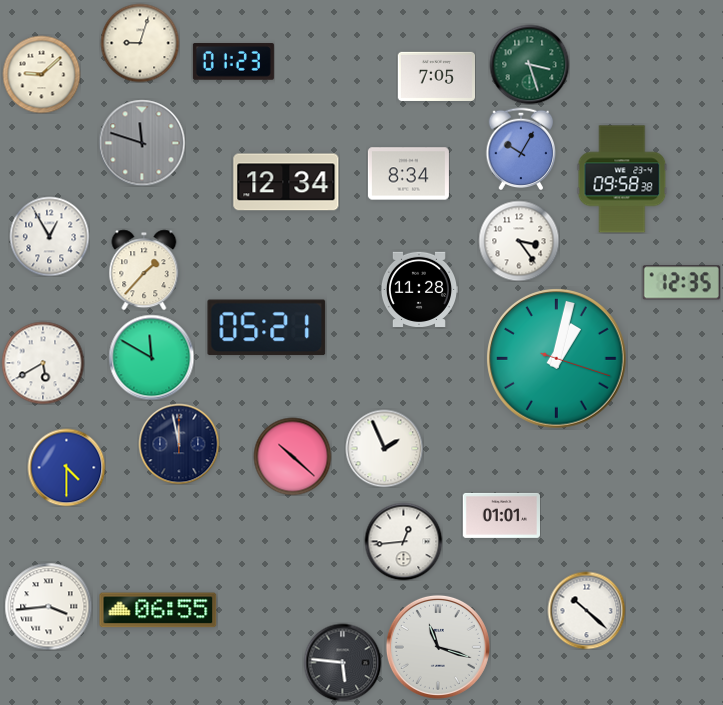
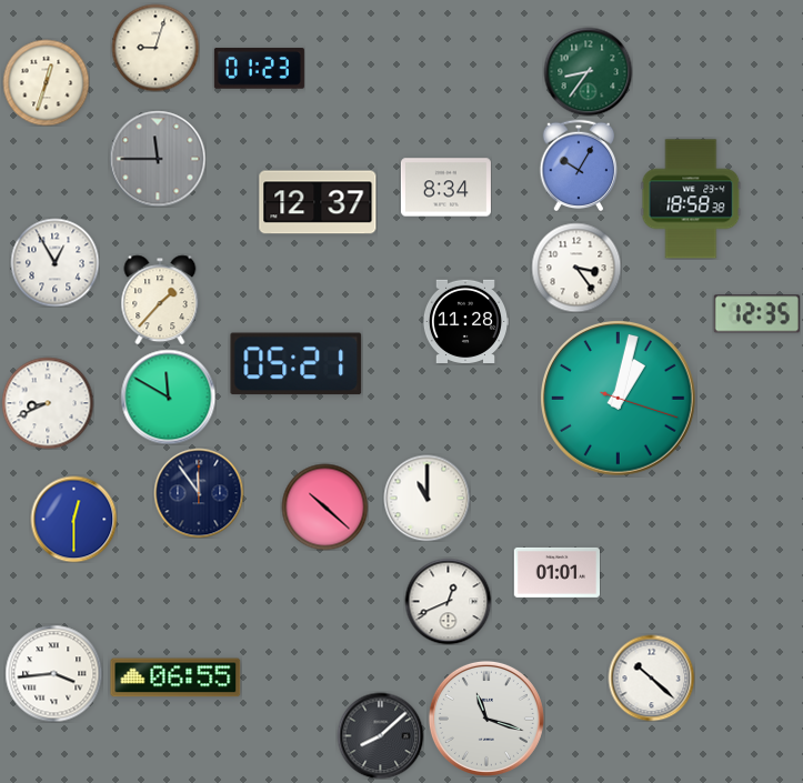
clock at (529, 64): 3:27 -> 8:36
clock at (41, 74): 9:08 -> 12:33
clock at (436, 76): 7:05 -> none
clock at (142, 143): 11:48 -> 11:45
clock at (408, 174) position: (408, 174) -> (445, 188)
clock at (622, 179): 09:58 -> 18:58
clock at (286, 182): 12:34 -> 12:37
clock at (43, 363): 5:40 -> 8:41
clock at (179, 444): 11:58 -> 11:54
clock at (384, 448): 1:56 -> 11:00
clock at (66, 467): 4:30 -> 12:30
clock at (403, 541): 12:44 -> 12:41
clock at (342, 662): 5:46 -> 8:08
